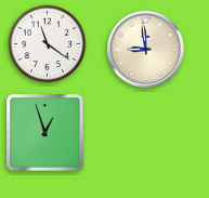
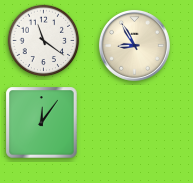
clock at (145, 49): 8:59 -> 8:55
clock at (45, 133): 12:57 -> 12:06
